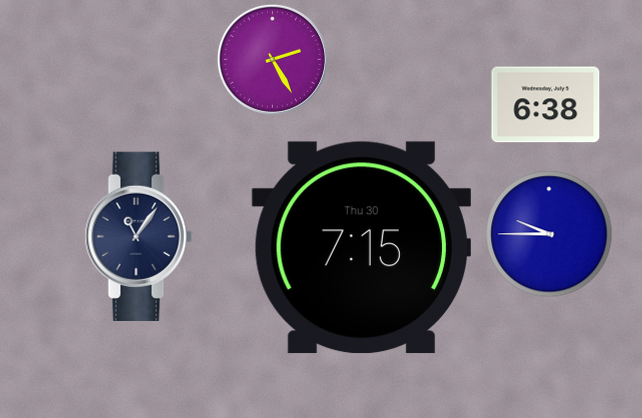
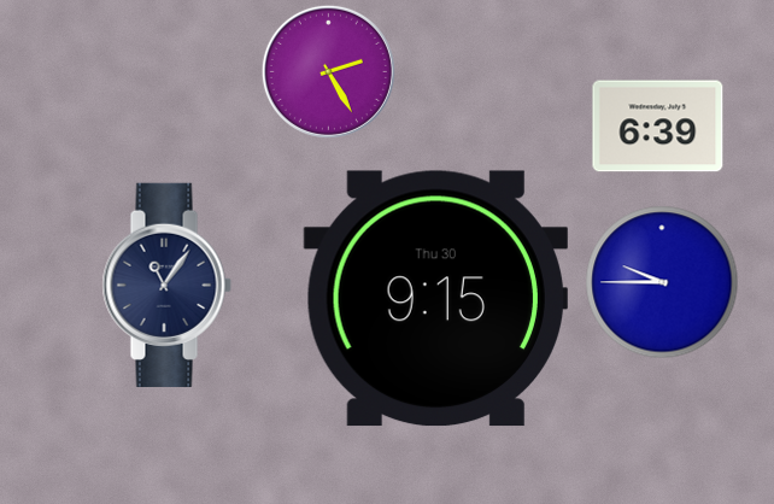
clock at (546, 105): 6:38 -> 6:39
clock at (361, 248): 7:15 -> 9:15
